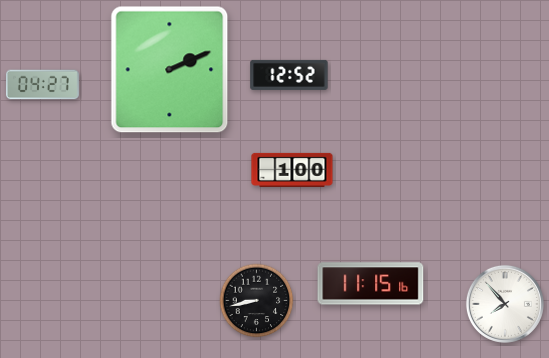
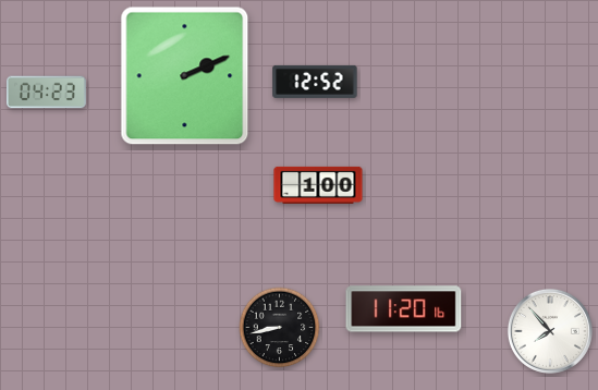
clock at (42, 85): 04:27 -> 04:23
clock at (371, 284): 11:15 -> 11:20
